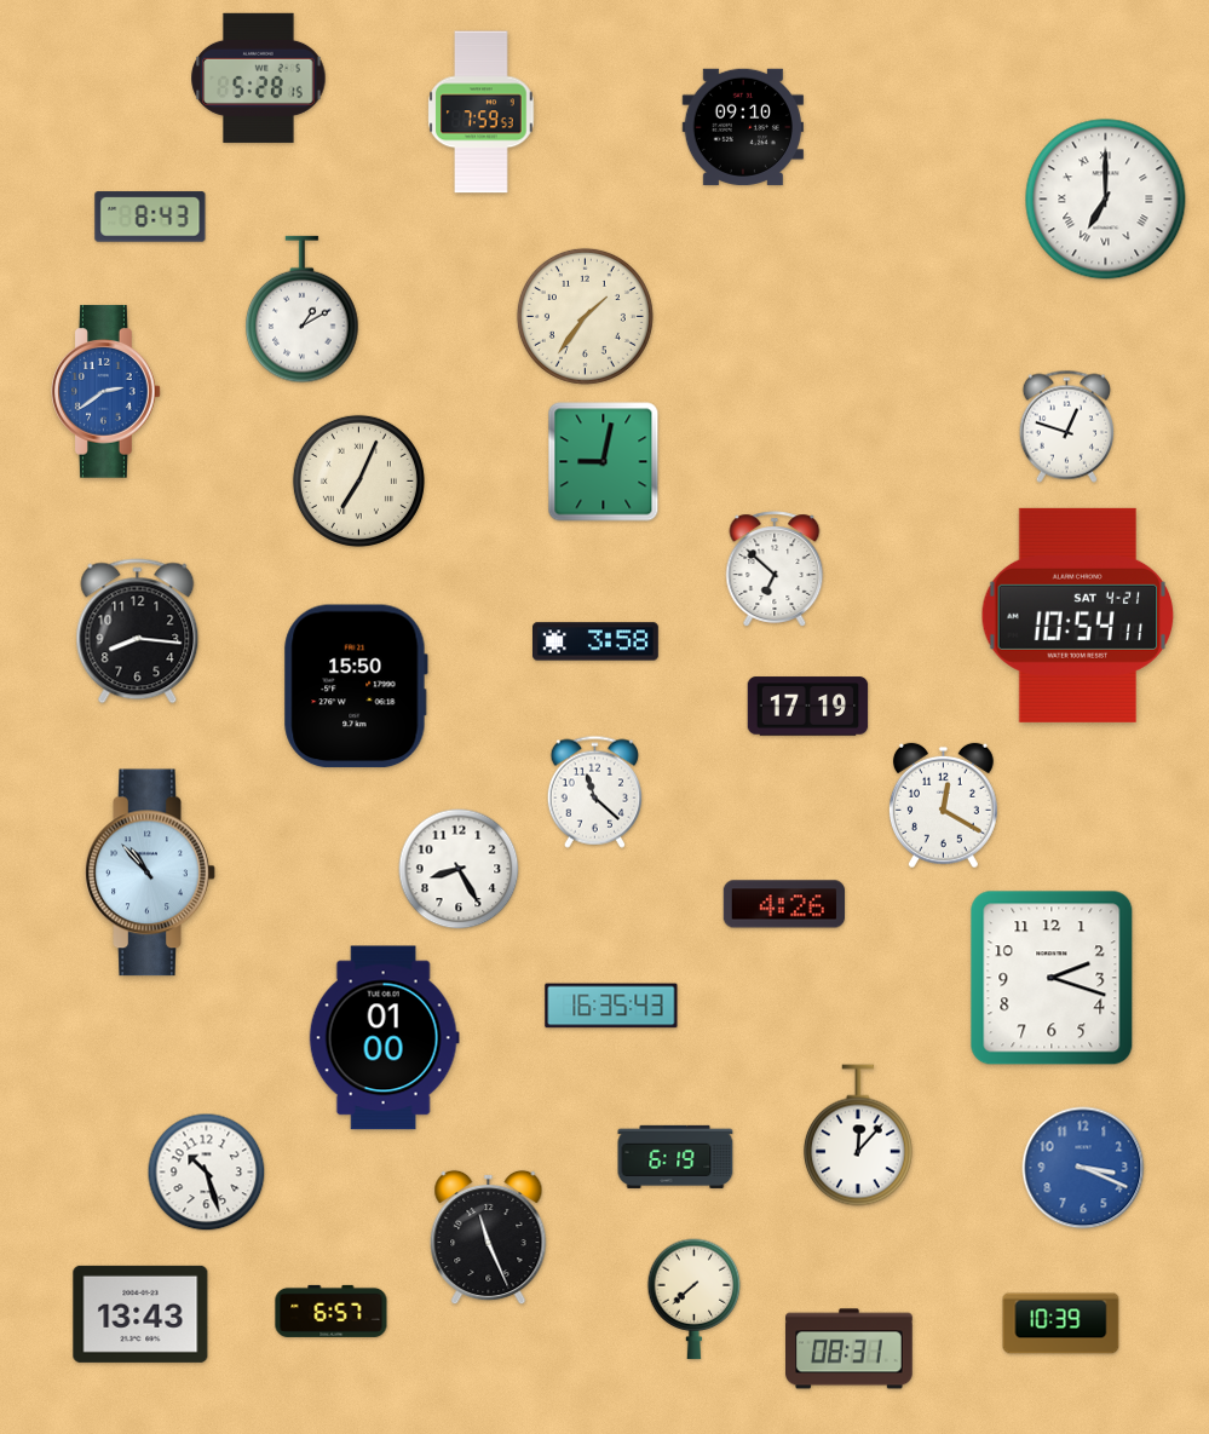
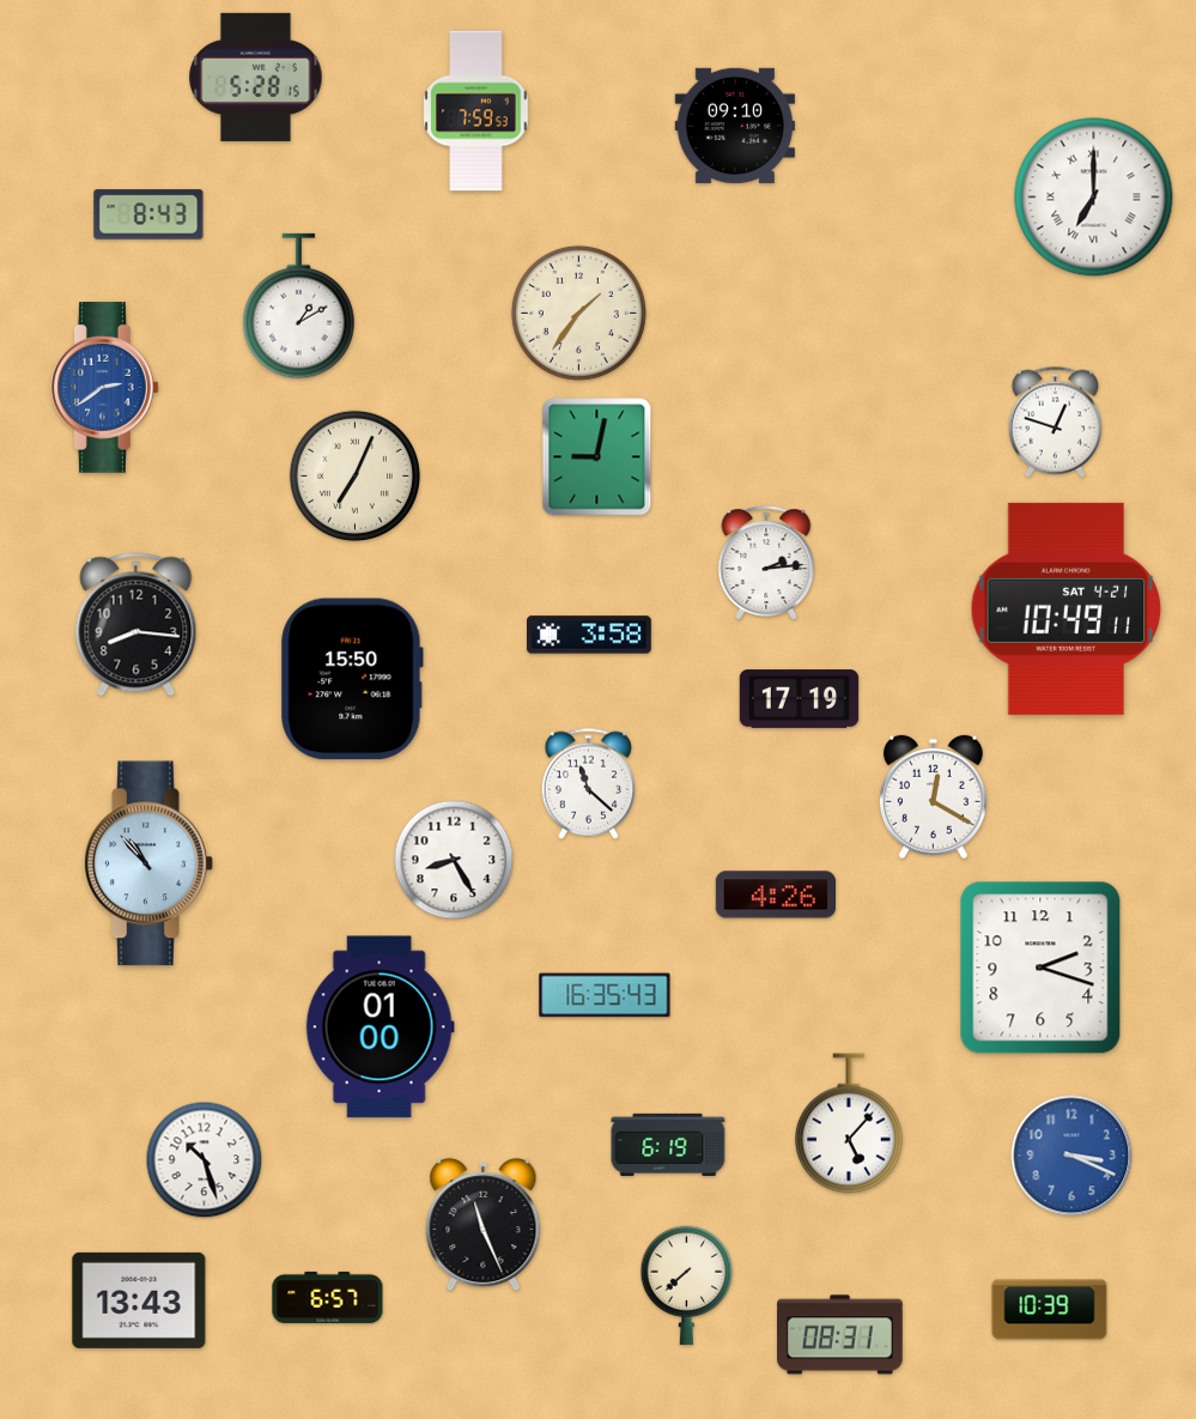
clock at (775, 569): 6:52 -> 2:14
clock at (1078, 615): 10:54 -> 10:49
clock at (858, 1135): 12:07 -> 5:07
